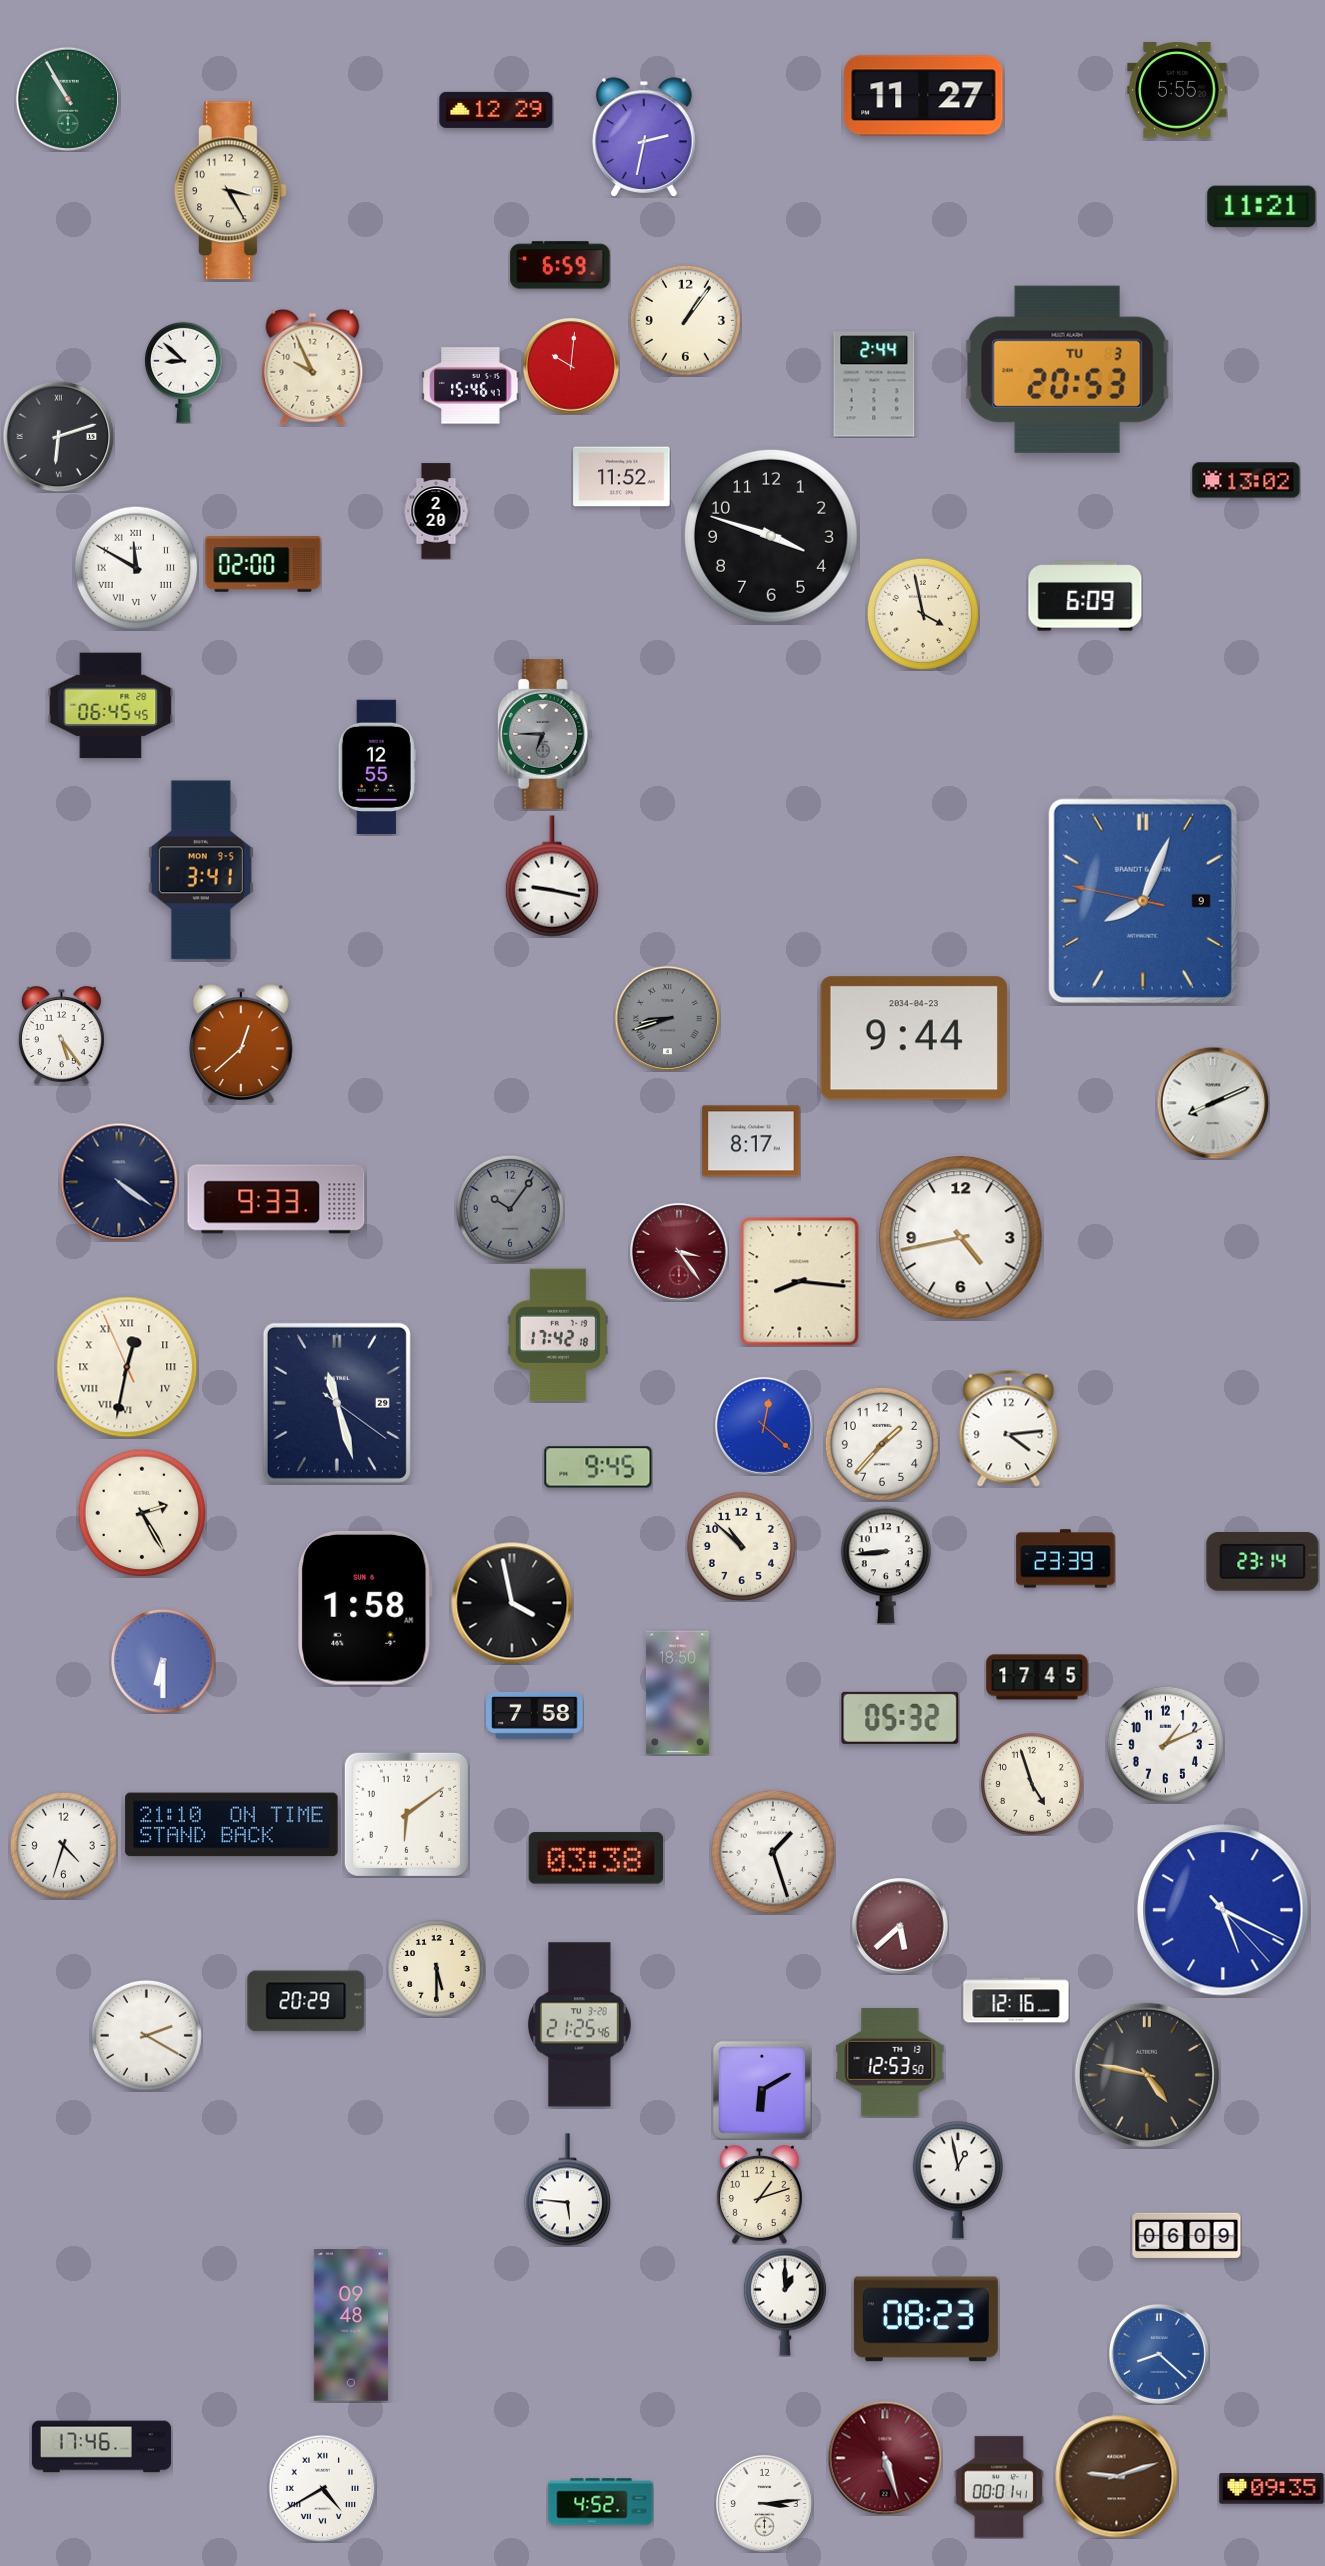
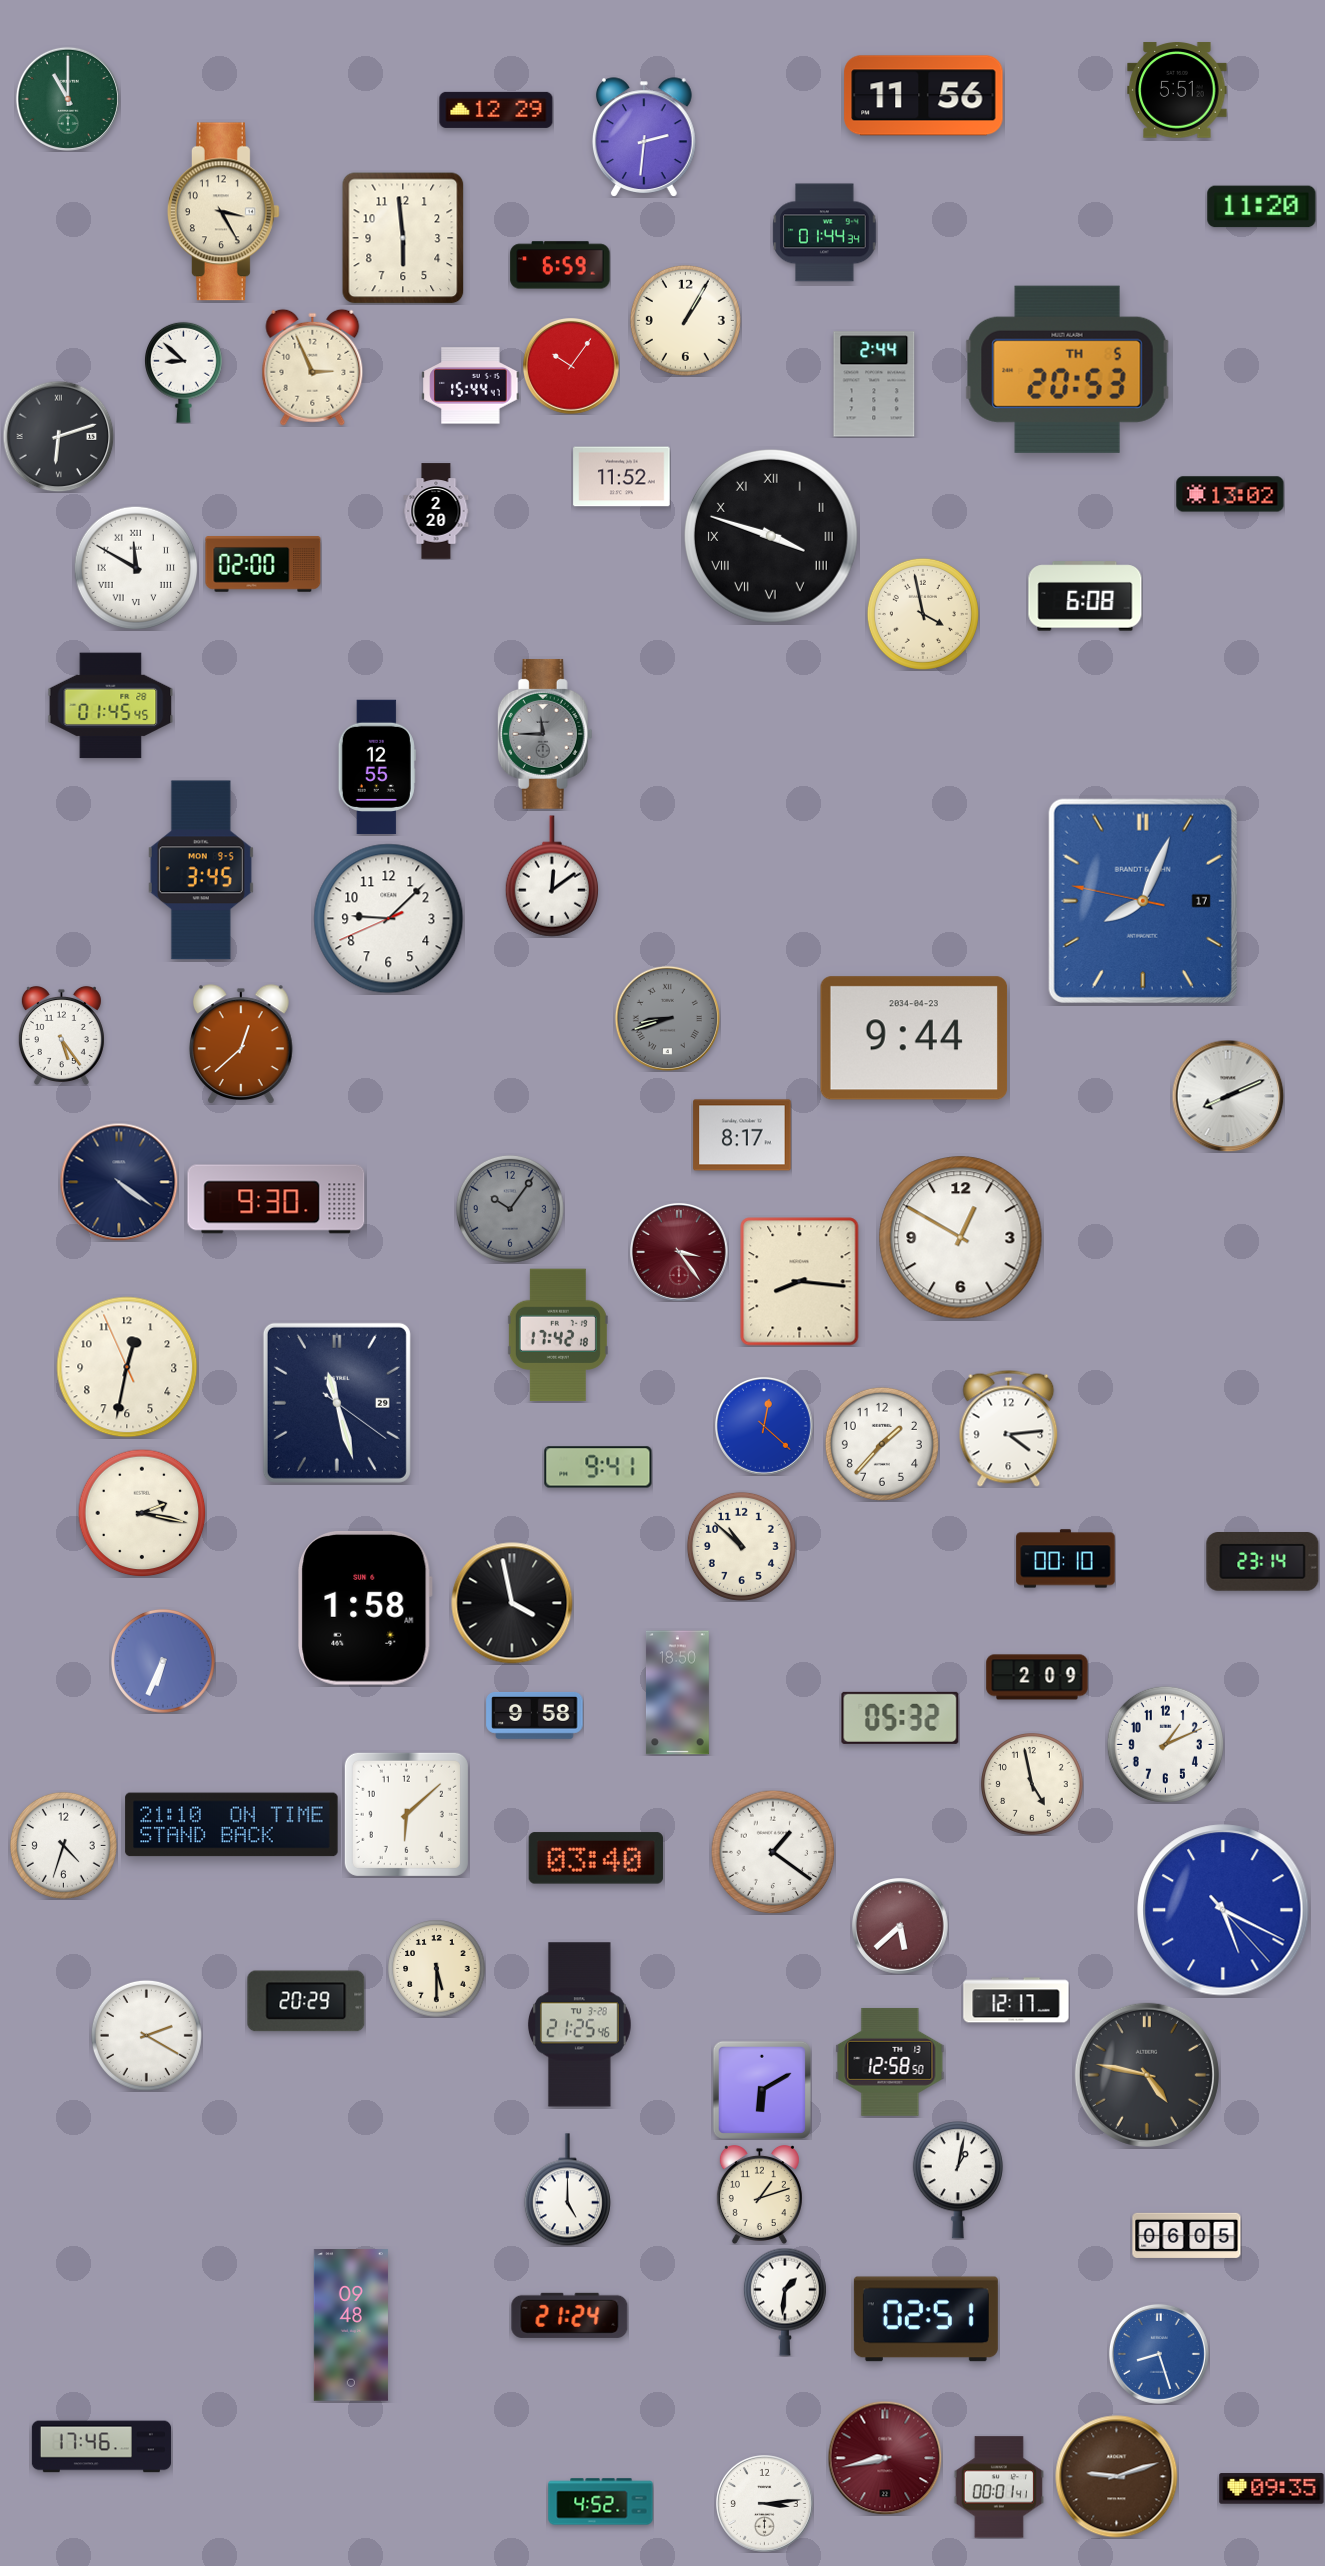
clock at (1177, 90): 5:55 -> 5:51
clock at (924, 96): 11:27 -> 11:56
clock at (68, 99): 10:55 -> 11:00
clock at (644, 137): 2:32 -> 2:31
clock at (230, 191) position: (230, 191) -> (223, 212)
clock at (1262, 207): 11:21 -> 11:20
clock at (825, 233): none -> 01:44
clock at (403, 238): none -> 5:59
clock at (685, 320): 1:06 -> 1:05
clock at (571, 366): 10:01 -> 10:06
clock at (313, 367): 9:56 -> 2:56
clock at (1067, 369) date: TU 3 -> TH 5
clock at (471, 386): 15:46 -> 15:44
clock at (1246, 480) position: (1246, 480) -> (1230, 494)
clock at (771, 536) numerals: Arabic -> Roman
clock at (1085, 596): 6:09 -> 6:08
clock at (111, 706): 06:45 -> 01:45
clock at (545, 734): 6:45 -> 11:45
clock at (201, 870): 3:41 -> 3:45
clock at (552, 876): 9:17 -> 12:09
clock at (1143, 901) date: 9 -> 17
clock at (389, 919): none -> 9:07
clock at (1213, 1103) position: (1213, 1103) -> (1228, 1096)
clock at (751, 1141) position: (751, 1141) -> (742, 1135)
clock at (276, 1199): 9:33 -> 9:30
clock at (961, 1238): 4:43 -> 12:50
clock at (127, 1367) numerals: Roman -> Arabic
clock at (598, 1467): 9:45 -> 9:41
clock at (142, 1513): 2:25 -> 2:17
clock at (1066, 1559): 23:39 -> 00:10
clock at (886, 1565): 8:44 -> none
clock at (164, 1662): 6:30 -> 6:34
clock at (1037, 1677): 17:45 -> 2:09
clock at (535, 1715): 7:58 -> 9:58
clock at (1033, 1785): 4:57 -> 4:58
clock at (406, 1814): 6:09 -> 6:08
clock at (773, 1852): 1:27 -> 1:21
clock at (596, 1858): 03:38 -> 03:40
clock at (1016, 2000): 12:16 -> 12:17
clock at (890, 2062): 12:53 -> 12:58
clock at (958, 2180): 12:58 -> 1:02
clock at (567, 2190): 5:46 -> 5:00
clock at (1187, 2235): 06:09 -> 06:05
clock at (785, 2302): 1:00 -> 1:31
clock at (570, 2315): none -> 21:24
clock at (926, 2319): 08:23 -> 02:51
clock at (1159, 2354): 8:22 -> 8:27
clock at (885, 2458): 5:27 -> 8:43
clock at (322, 2488): 4:40 -> none
